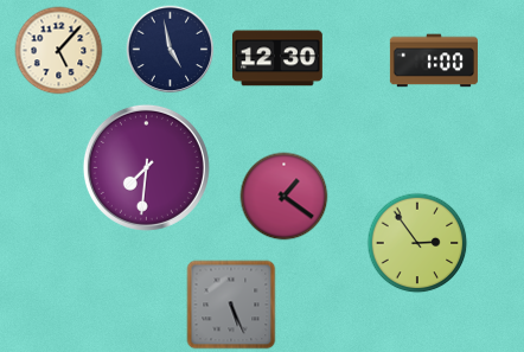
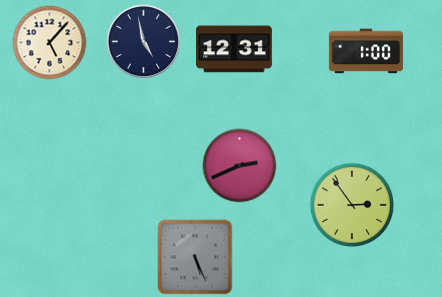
clock at (279, 58): 12:30 -> 12:31
clock at (146, 167): 7:31 -> none
clock at (285, 197): 1:21 -> 2:41
